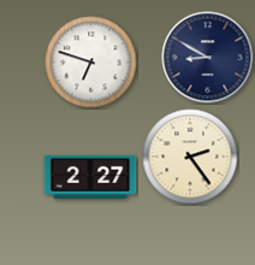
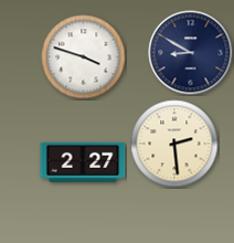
clock at (91, 63): 6:48 -> 3:48
clock at (190, 157): 2:24 -> 2:29
